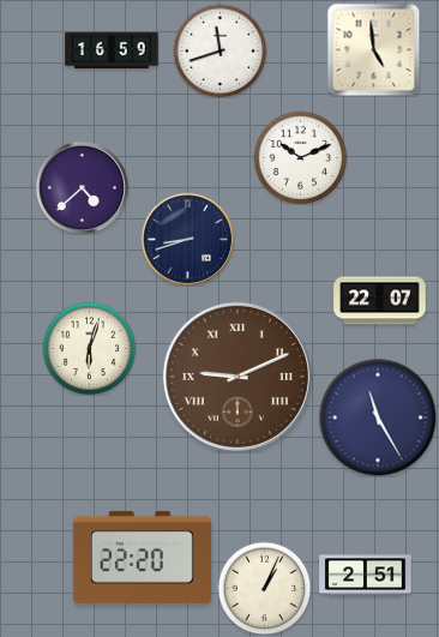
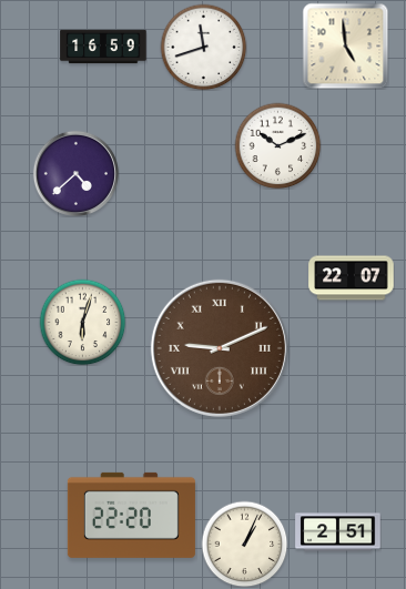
clock at (187, 239): 8:42 -> none
clock at (378, 417): 11:25 -> none
